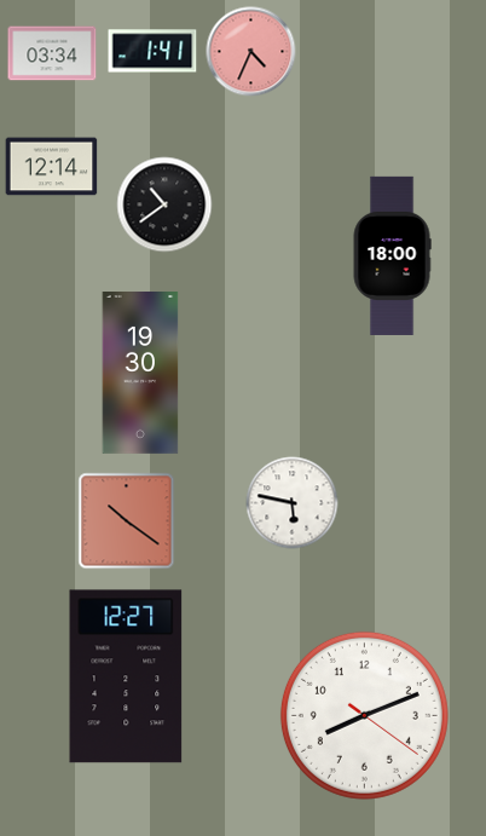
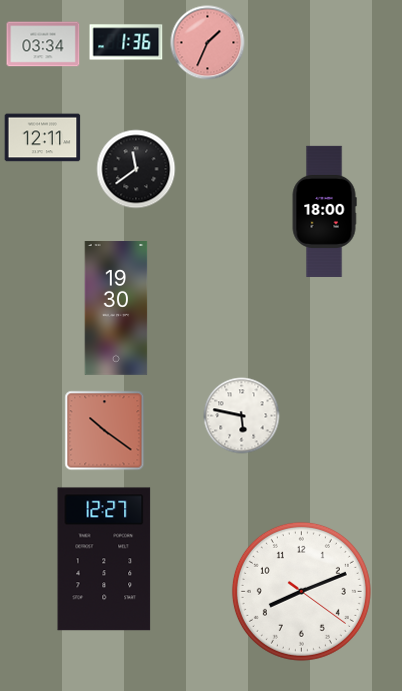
clock at (152, 51): 1:41 -> 1:36
clock at (251, 52): 4:34 -> 1:34
clock at (52, 167): 12:14 -> 12:11
clock at (164, 204): 10:39 -> 11:39
